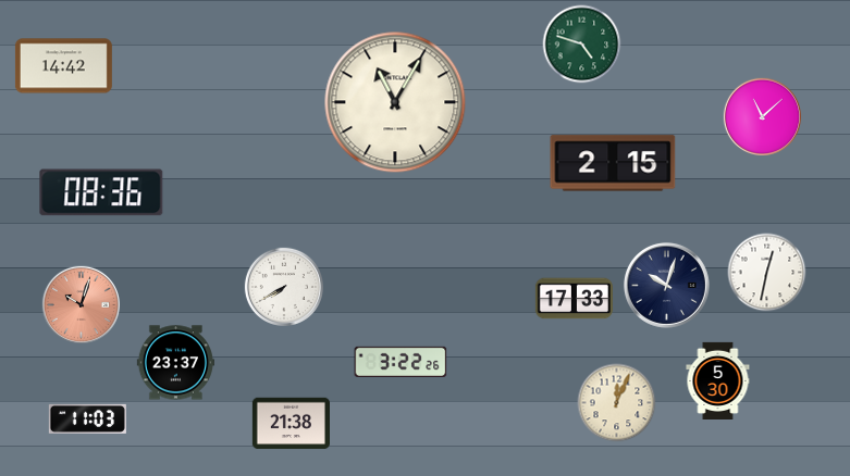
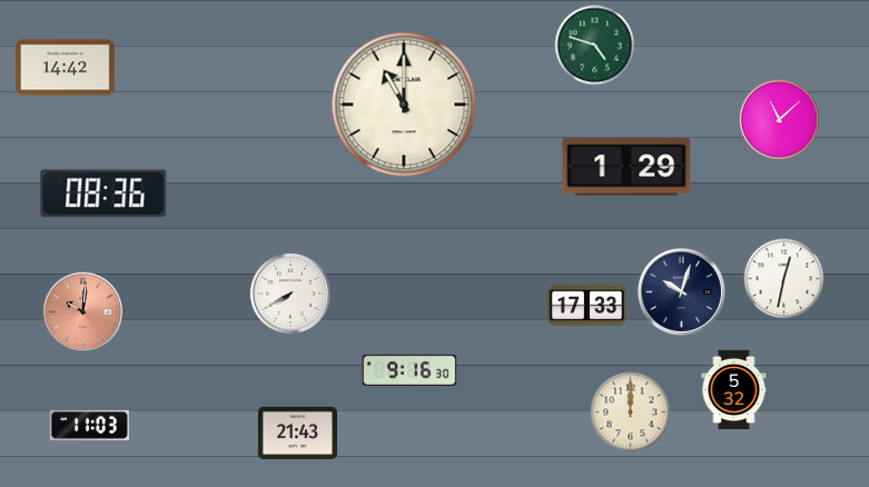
clock at (395, 102): 11:05 -> 11:00
clock at (613, 163): 2:15 -> 1:29
clock at (101, 192) position: (101, 192) -> (103, 193)
clock at (81, 304): 10:03 -> 10:01
clock at (401, 362): 3:22 -> 9:16
clock at (175, 363): 23:37 -> none
clock at (718, 380): 5:30 -> 5:32
clock at (617, 403): 12:04 -> 12:00
clock at (87, 418) position: (87, 418) -> (89, 425)
clock at (291, 424): 21:38 -> 21:43
